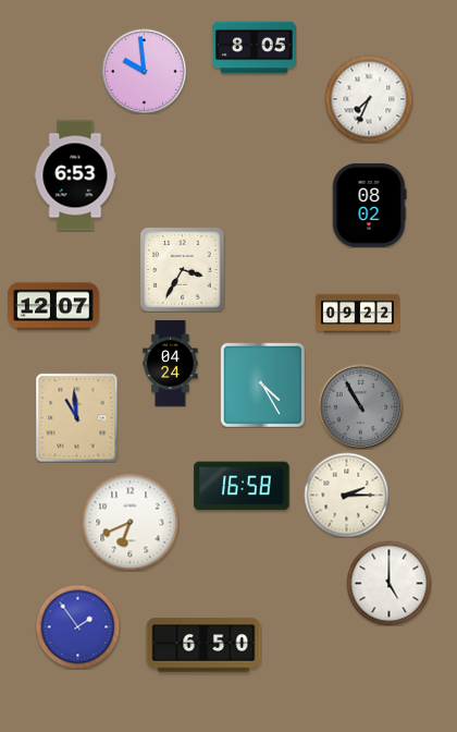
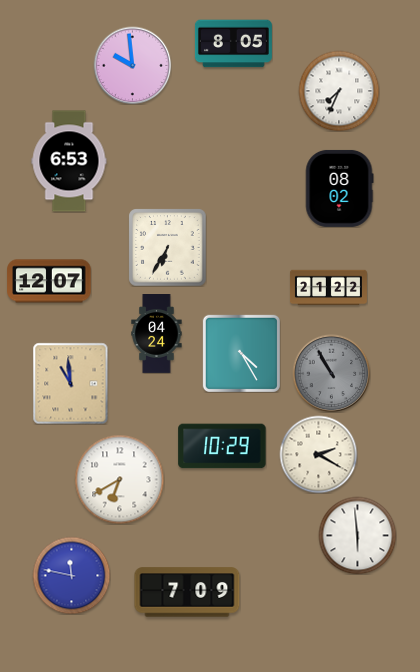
clock at (182, 269): 3:35 -> 6:35
clock at (357, 314): 09:22 -> 21:22
clock at (242, 486): 16:58 -> 10:29
clock at (346, 495): 2:15 -> 2:20
clock at (129, 522): 6:41 -> 6:40
clock at (388, 583): 5:00 -> 5:59
clock at (77, 626): 1:54 -> 11:47
clock at (203, 645): 6:50 -> 7:09
